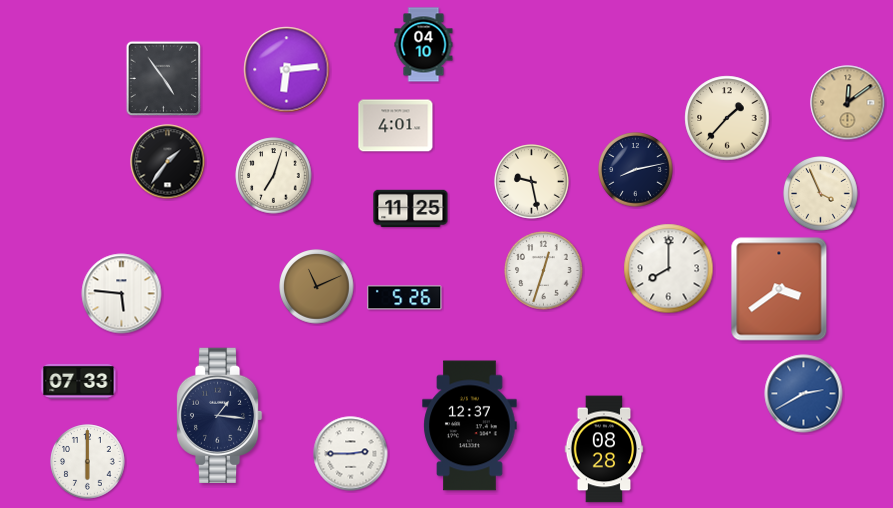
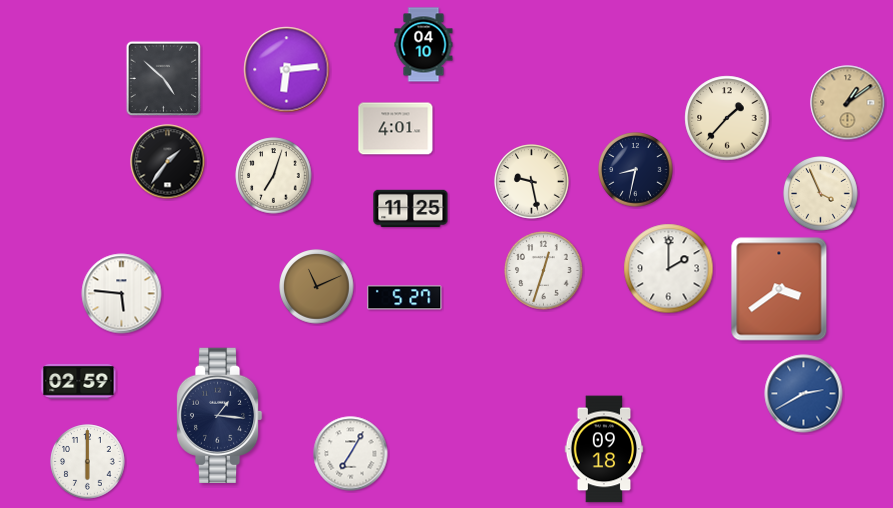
clock at (164, 79): 4:54 -> 4:52
clock at (848, 103): 12:09 -> 1:09
clock at (396, 126) position: (396, 126) -> (396, 129)
clock at (636, 170): 8:13 -> 8:32
clock at (669, 269): 8:00 -> 2:00
clock at (405, 298): 5:26 -> 5:27
clock at (79, 381): 07:33 -> 02:59
clock at (470, 426): 12:37 -> none
clock at (604, 449): 08:28 -> 09:18
clock at (351, 454): 2:45 -> 7:05
